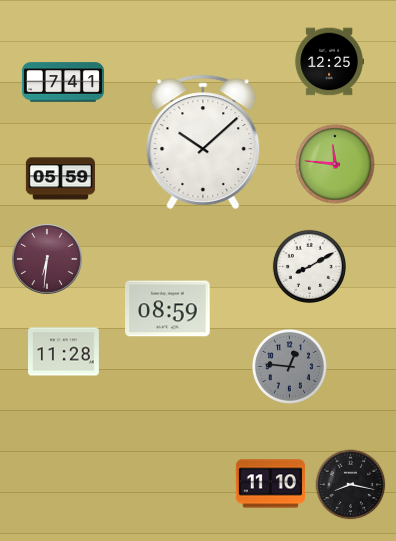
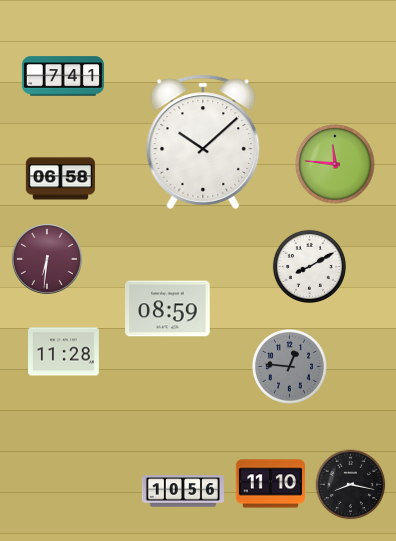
clock at (329, 62): 12:25 -> none
clock at (63, 82) position: (63, 82) -> (63, 76)
clock at (60, 179): 05:59 -> 06:58
clock at (183, 491): none -> 10:56
